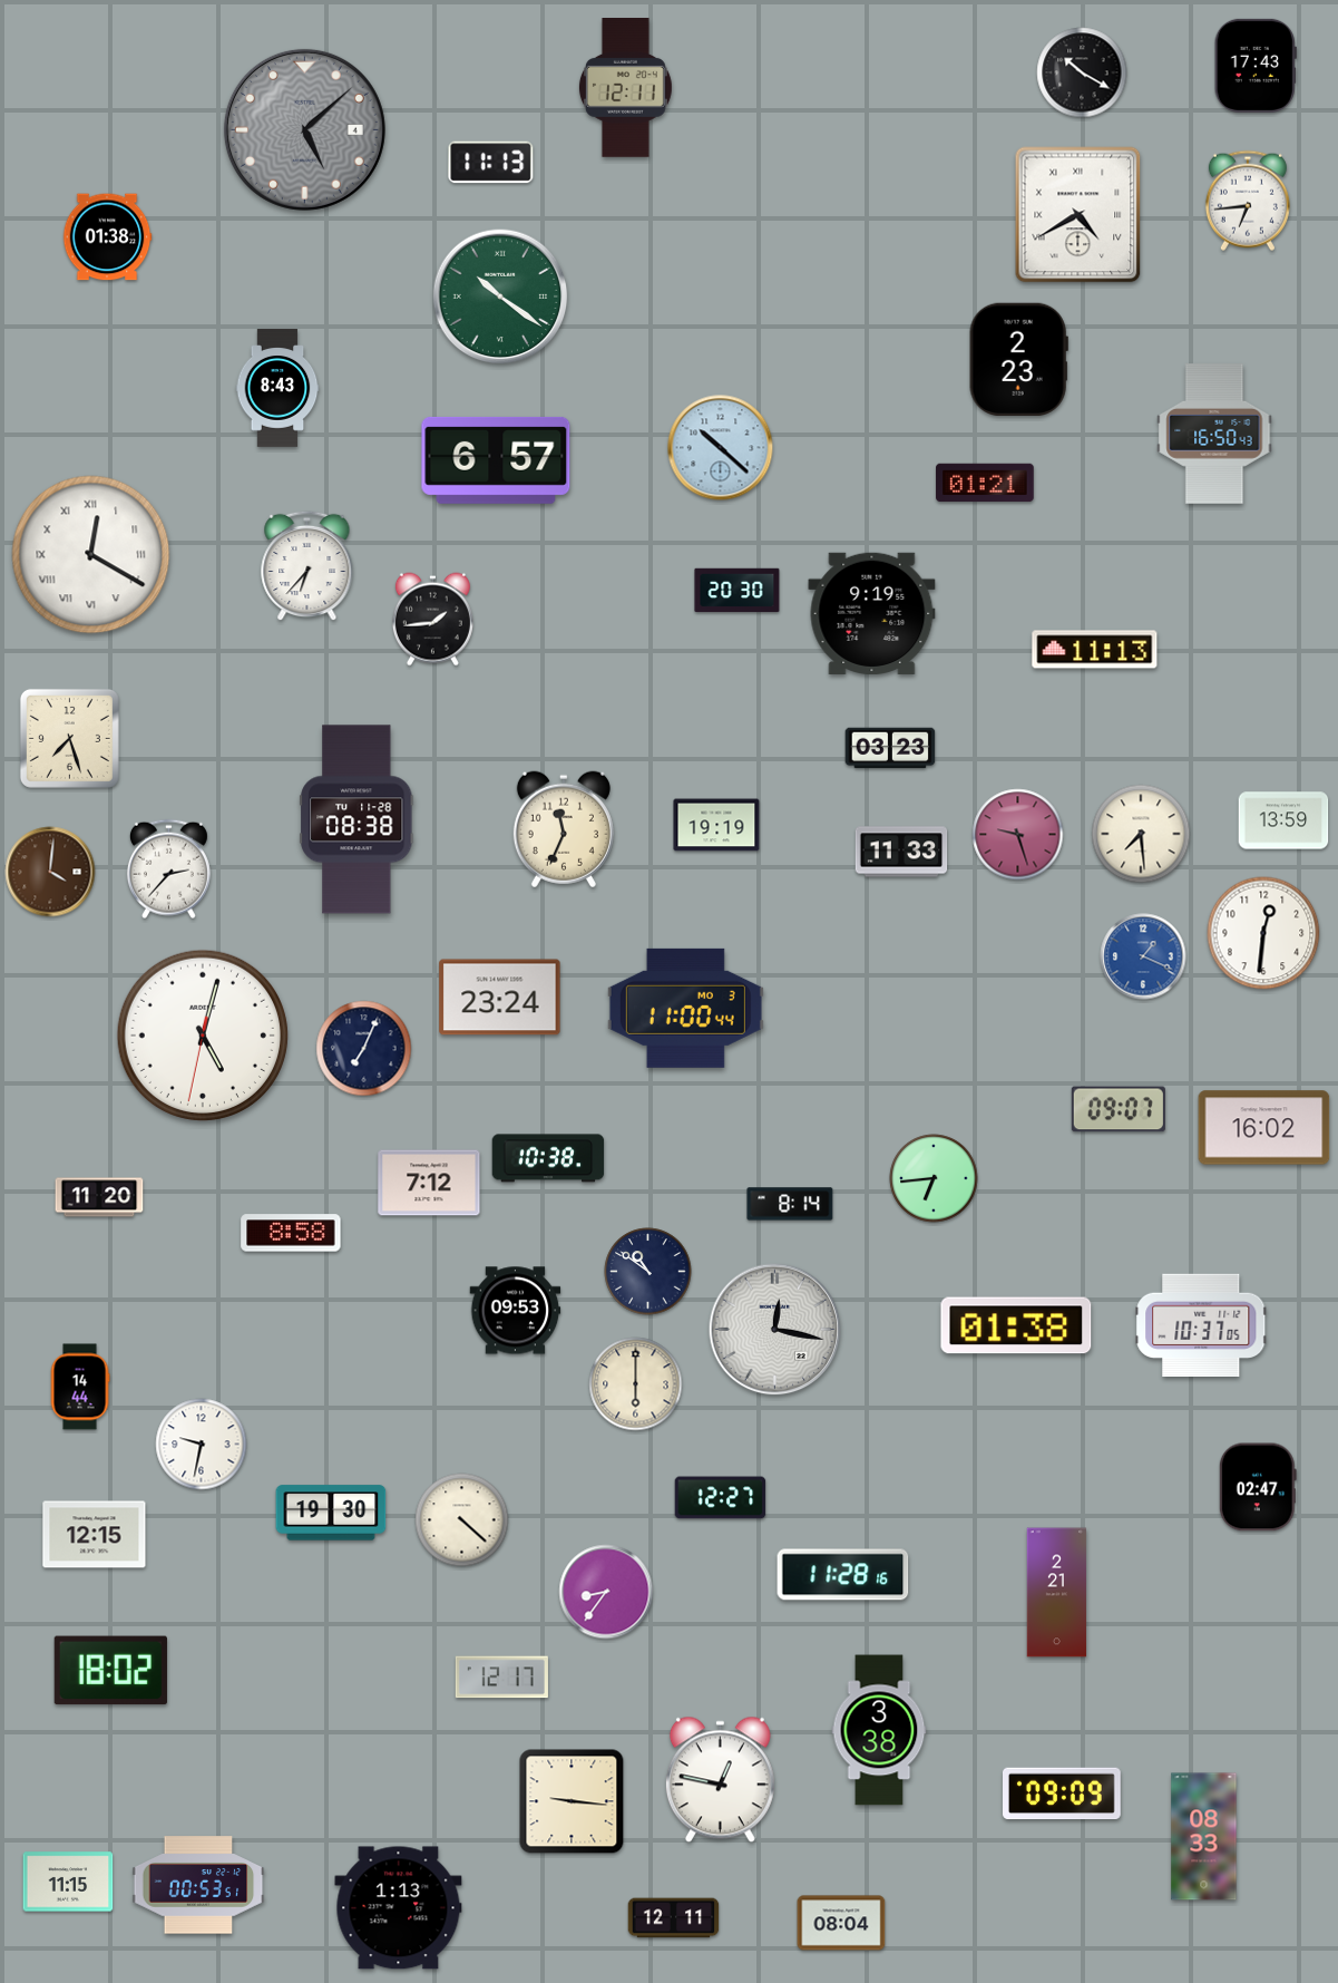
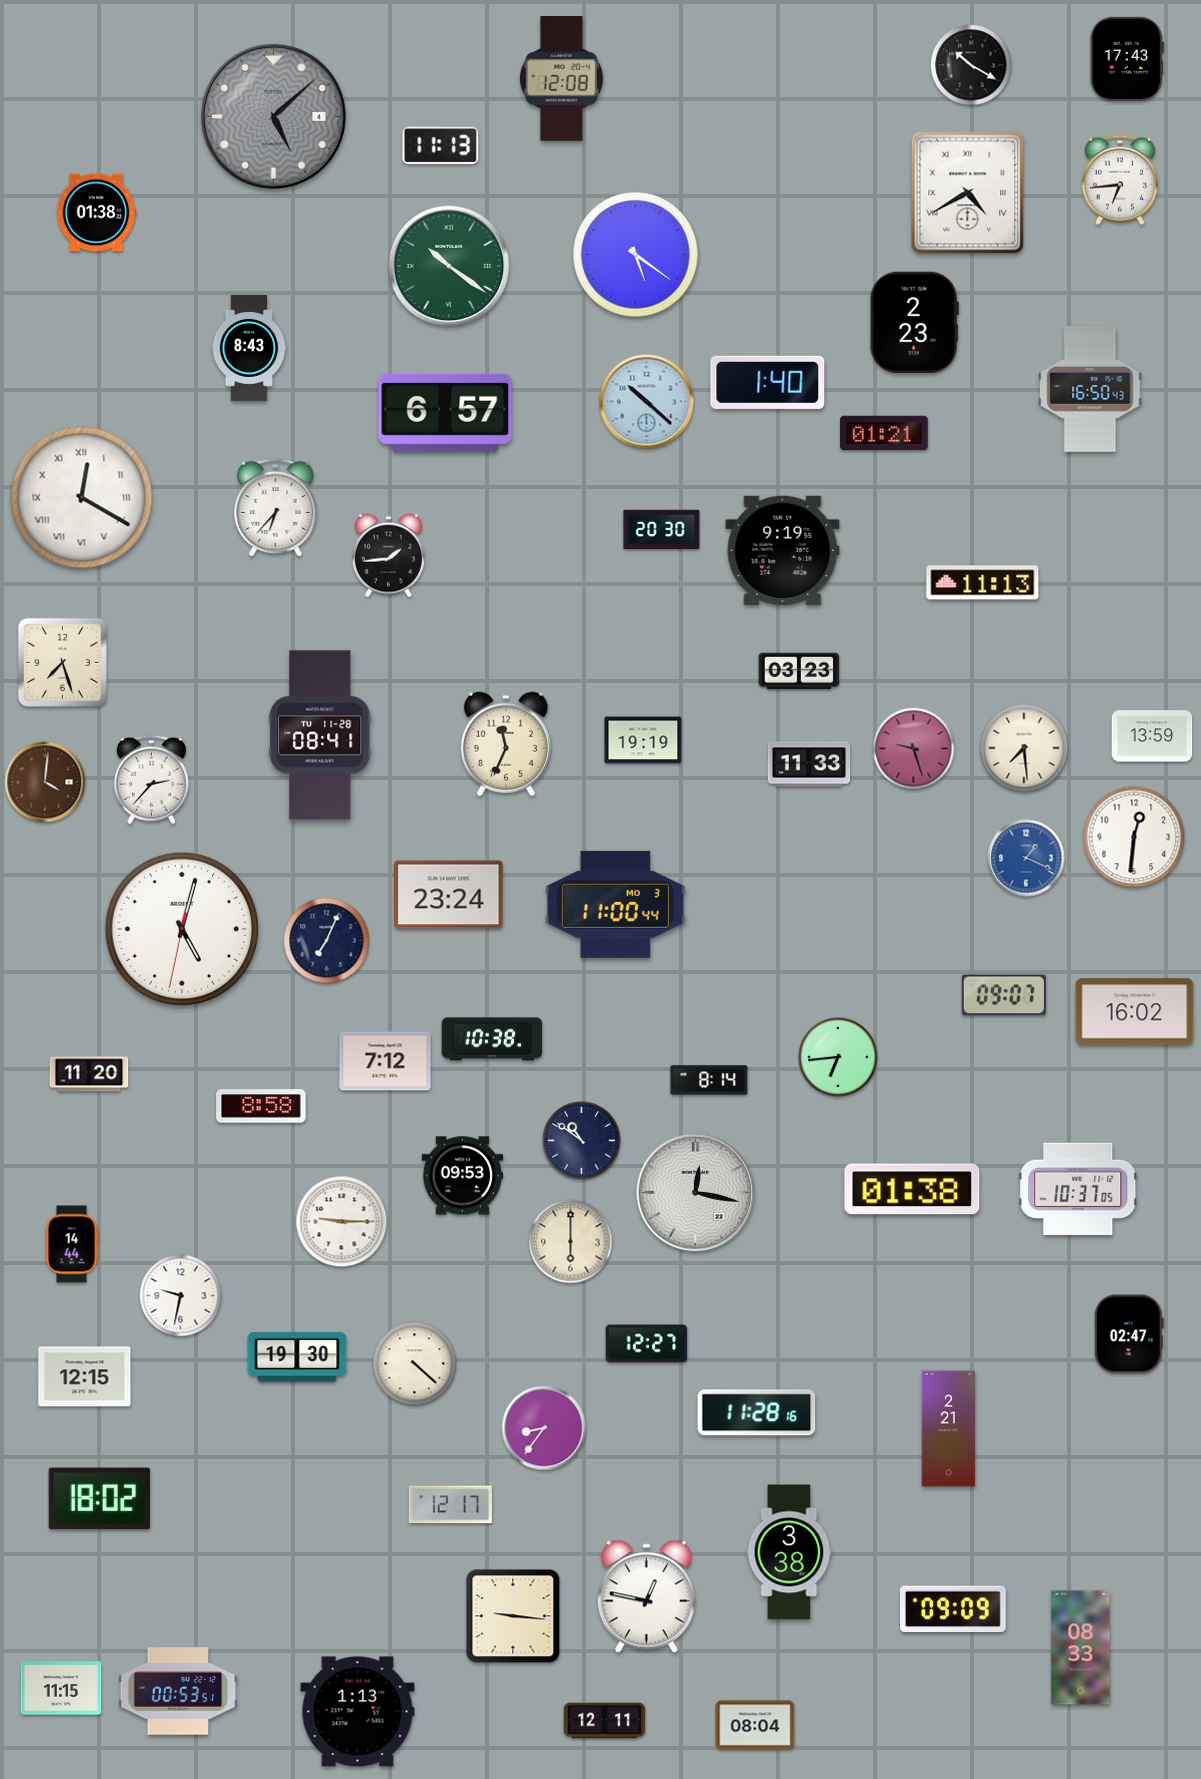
clock at (625, 88): 12:11 -> 12:08
clock at (636, 255): none -> 5:21
clock at (768, 382): none -> 1:40
clock at (357, 819): 08:38 -> 08:41
clock at (342, 1222): none -> 9:15
